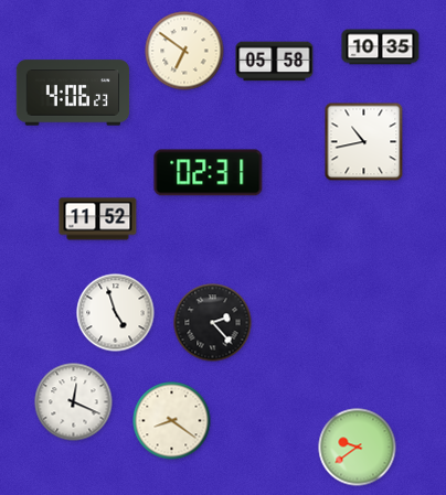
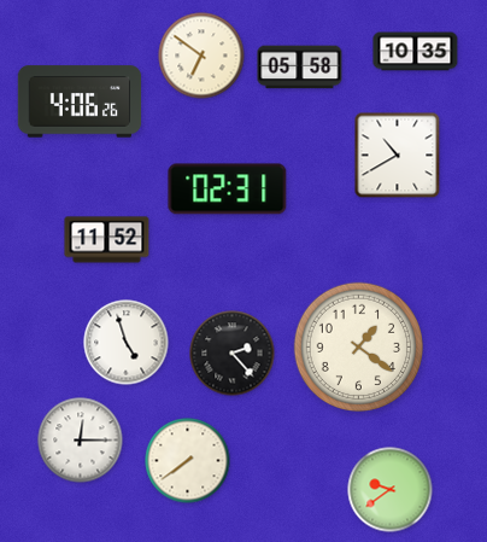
clock at (73, 93): 4:06:23 -> 4:06:26
clock at (364, 142): 10:43 -> 10:40
clock at (359, 348): none -> 1:21
clock at (74, 402): 12:19 -> 12:15
clock at (172, 421): 8:21 -> 7:39
